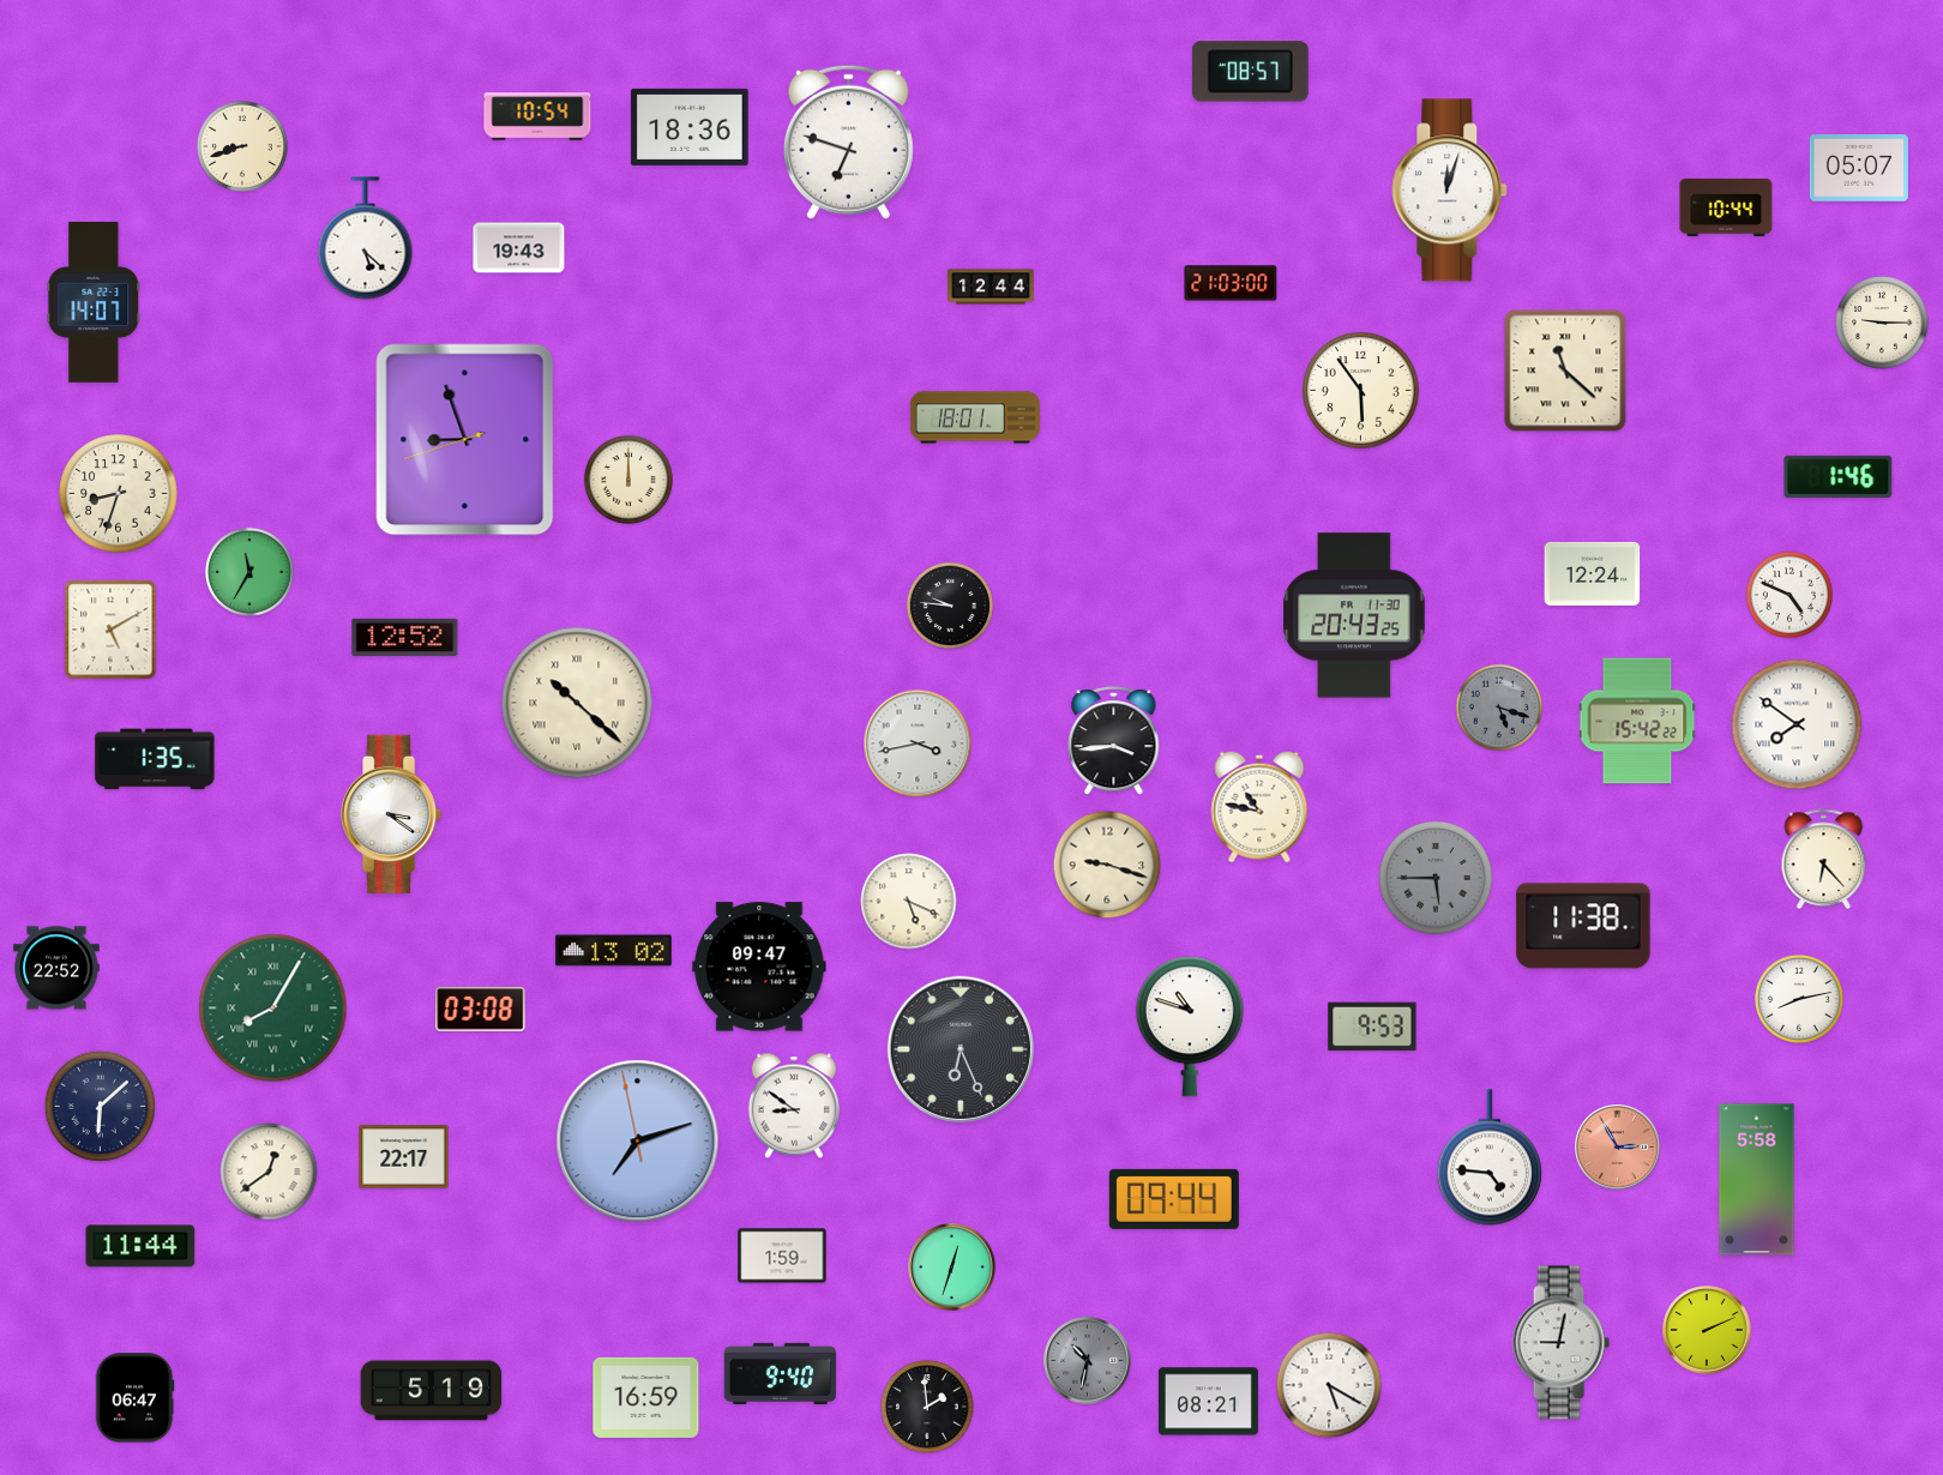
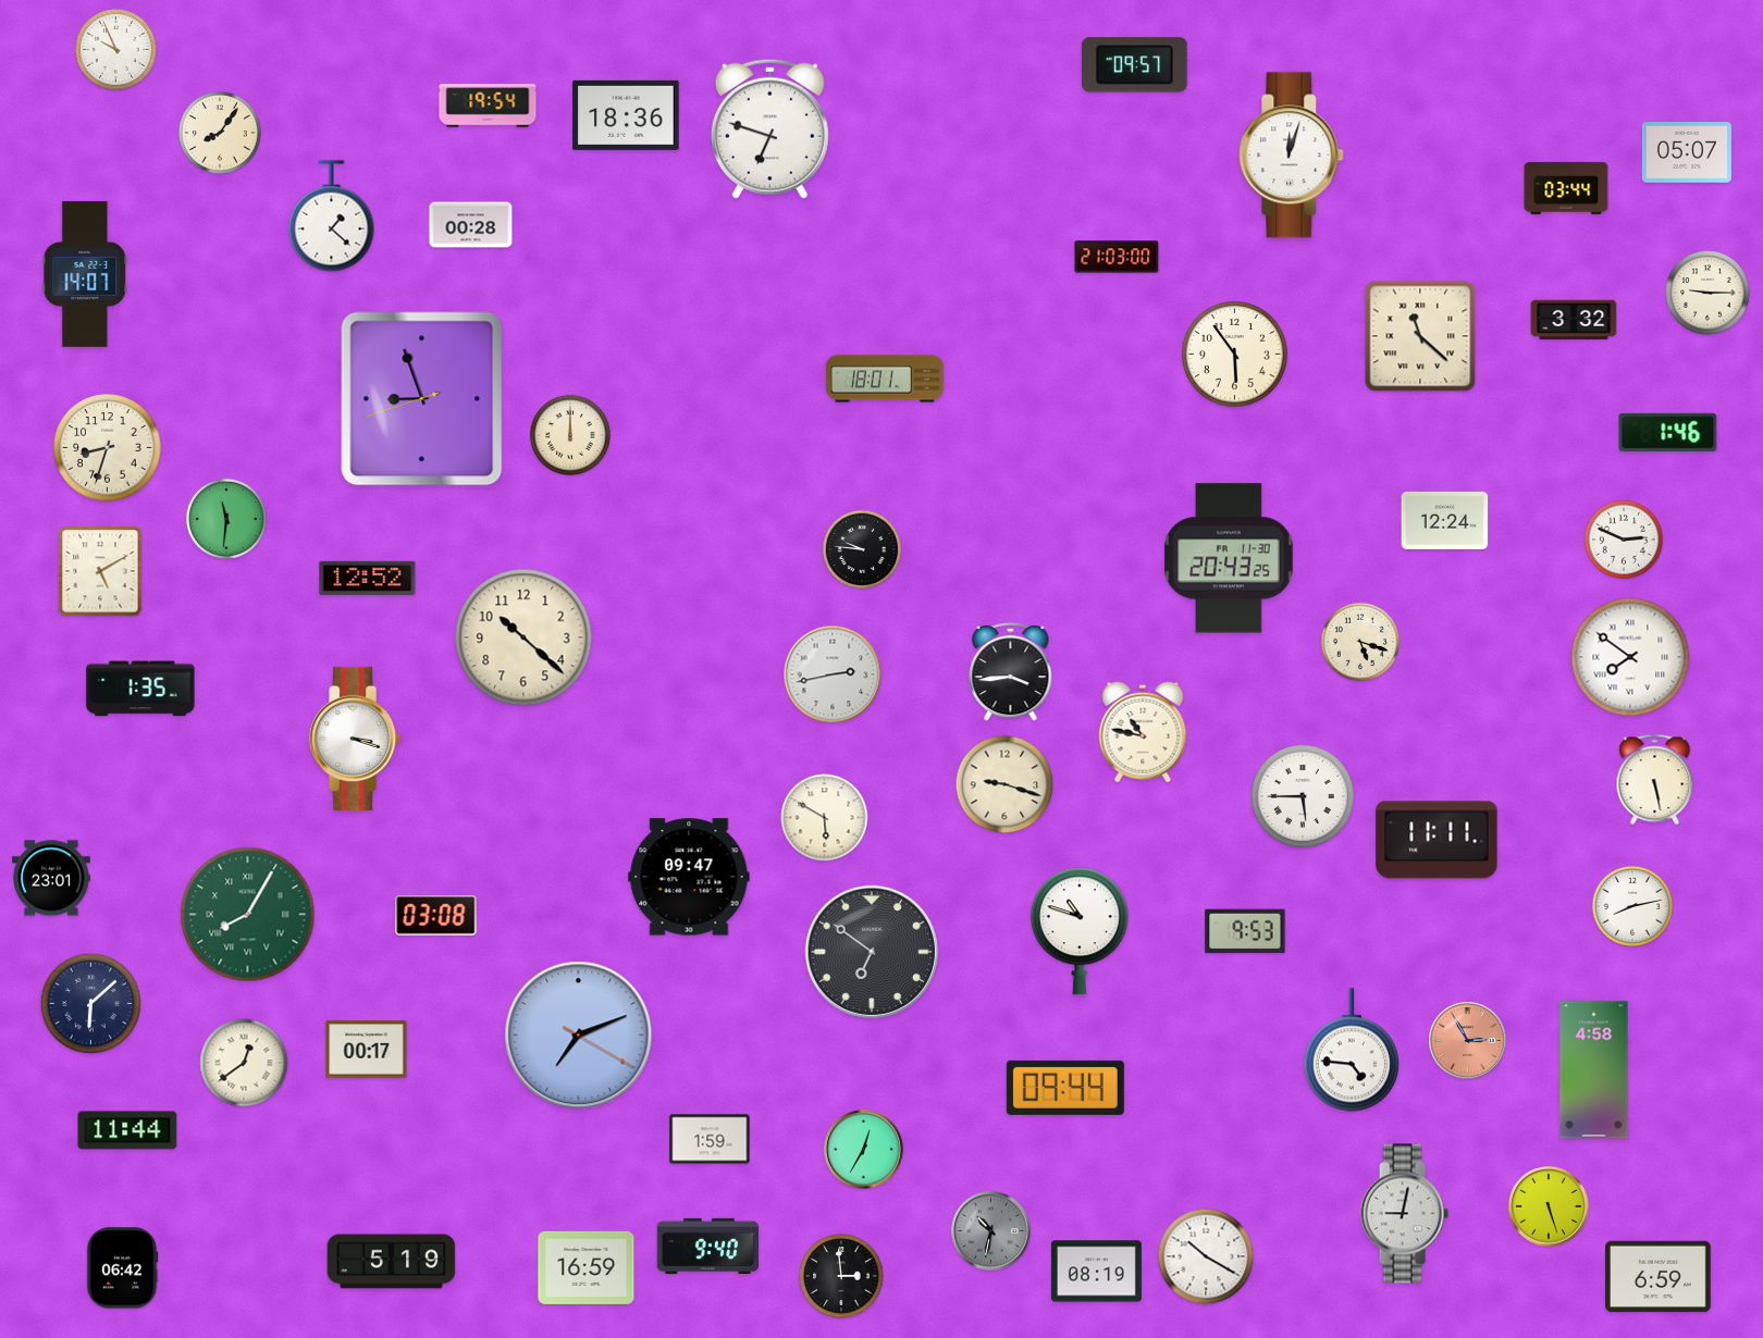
clock at (115, 49): none -> 9:56
clock at (1250, 72): 08:57 -> 09:57
clock at (537, 116): 10:54 -> 19:54
clock at (243, 147): 8:42 -> 8:06
clock at (1450, 191) position: (1450, 191) -> (1292, 156)
clock at (1726, 207): 10:44 -> 03:44
clock at (366, 239): 5:22 -> 1:22
clock at (519, 248): 19:43 -> 00:28
clock at (991, 287): 12:44 -> none
clock at (1574, 320): none -> 3:32
clock at (249, 572): 11:35 -> 11:31
clock at (1788, 594): 4:49 -> 2:49
clock at (577, 703) numerals: Roman -> Arabic
clock at (1498, 706) dial: grey -> cream
clock at (1637, 721): 15:42 -> none
clock at (918, 743): 3:43 -> 2:43
clock at (392, 814): 3:21 -> 3:18
clock at (1824, 860): 6:23 -> 5:28
clock at (1436, 878) dial: grey -> white
clock at (909, 902): 5:19 -> 5:50
clock at (1583, 926): 11:38 -> 11:11
clock at (614, 951): 13:02 -> none
clock at (56, 968): 22:52 -> 23:01
clock at (961, 1049): 6:26 -> 6:51
clock at (794, 1106): 8:51 -> none
clock at (638, 1142): 7:11:58 -> 7:11:20
clock at (404, 1157): 22:17 -> 00:17
clock at (1757, 1180): 5:58 -> 4:58
clock at (952, 1268): 12:33 -> 12:35
clock at (1707, 1330): 2:11 -> 5:27
clock at (1560, 1343) position: (1560, 1343) -> (1404, 1214)
clock at (1088, 1361) position: (1088, 1361) -> (991, 1231)
clock at (1329, 1385): 5:20 -> 10:20
clock at (134, 1398): 06:47 -> 06:42
clock at (1208, 1402): 08:21 -> 08:19
clock at (927, 1407): 1:59 -> 2:59
clock at (1659, 1277): none -> 6:59
